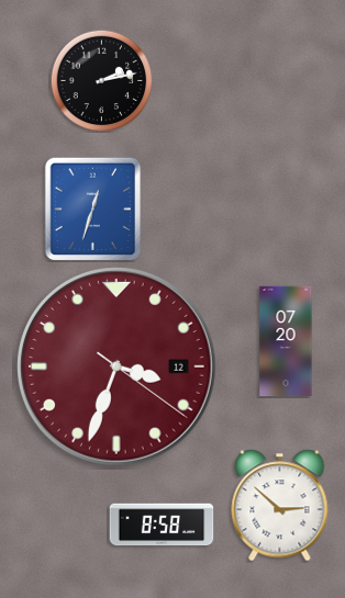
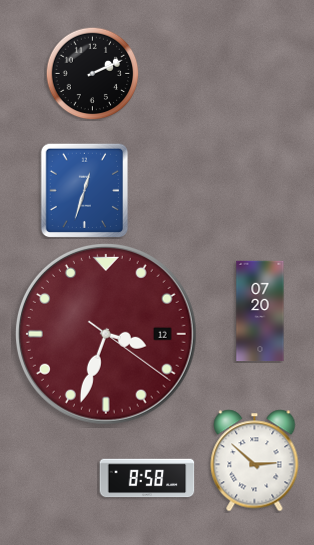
clock at (101, 80): 2:13 -> 2:11
